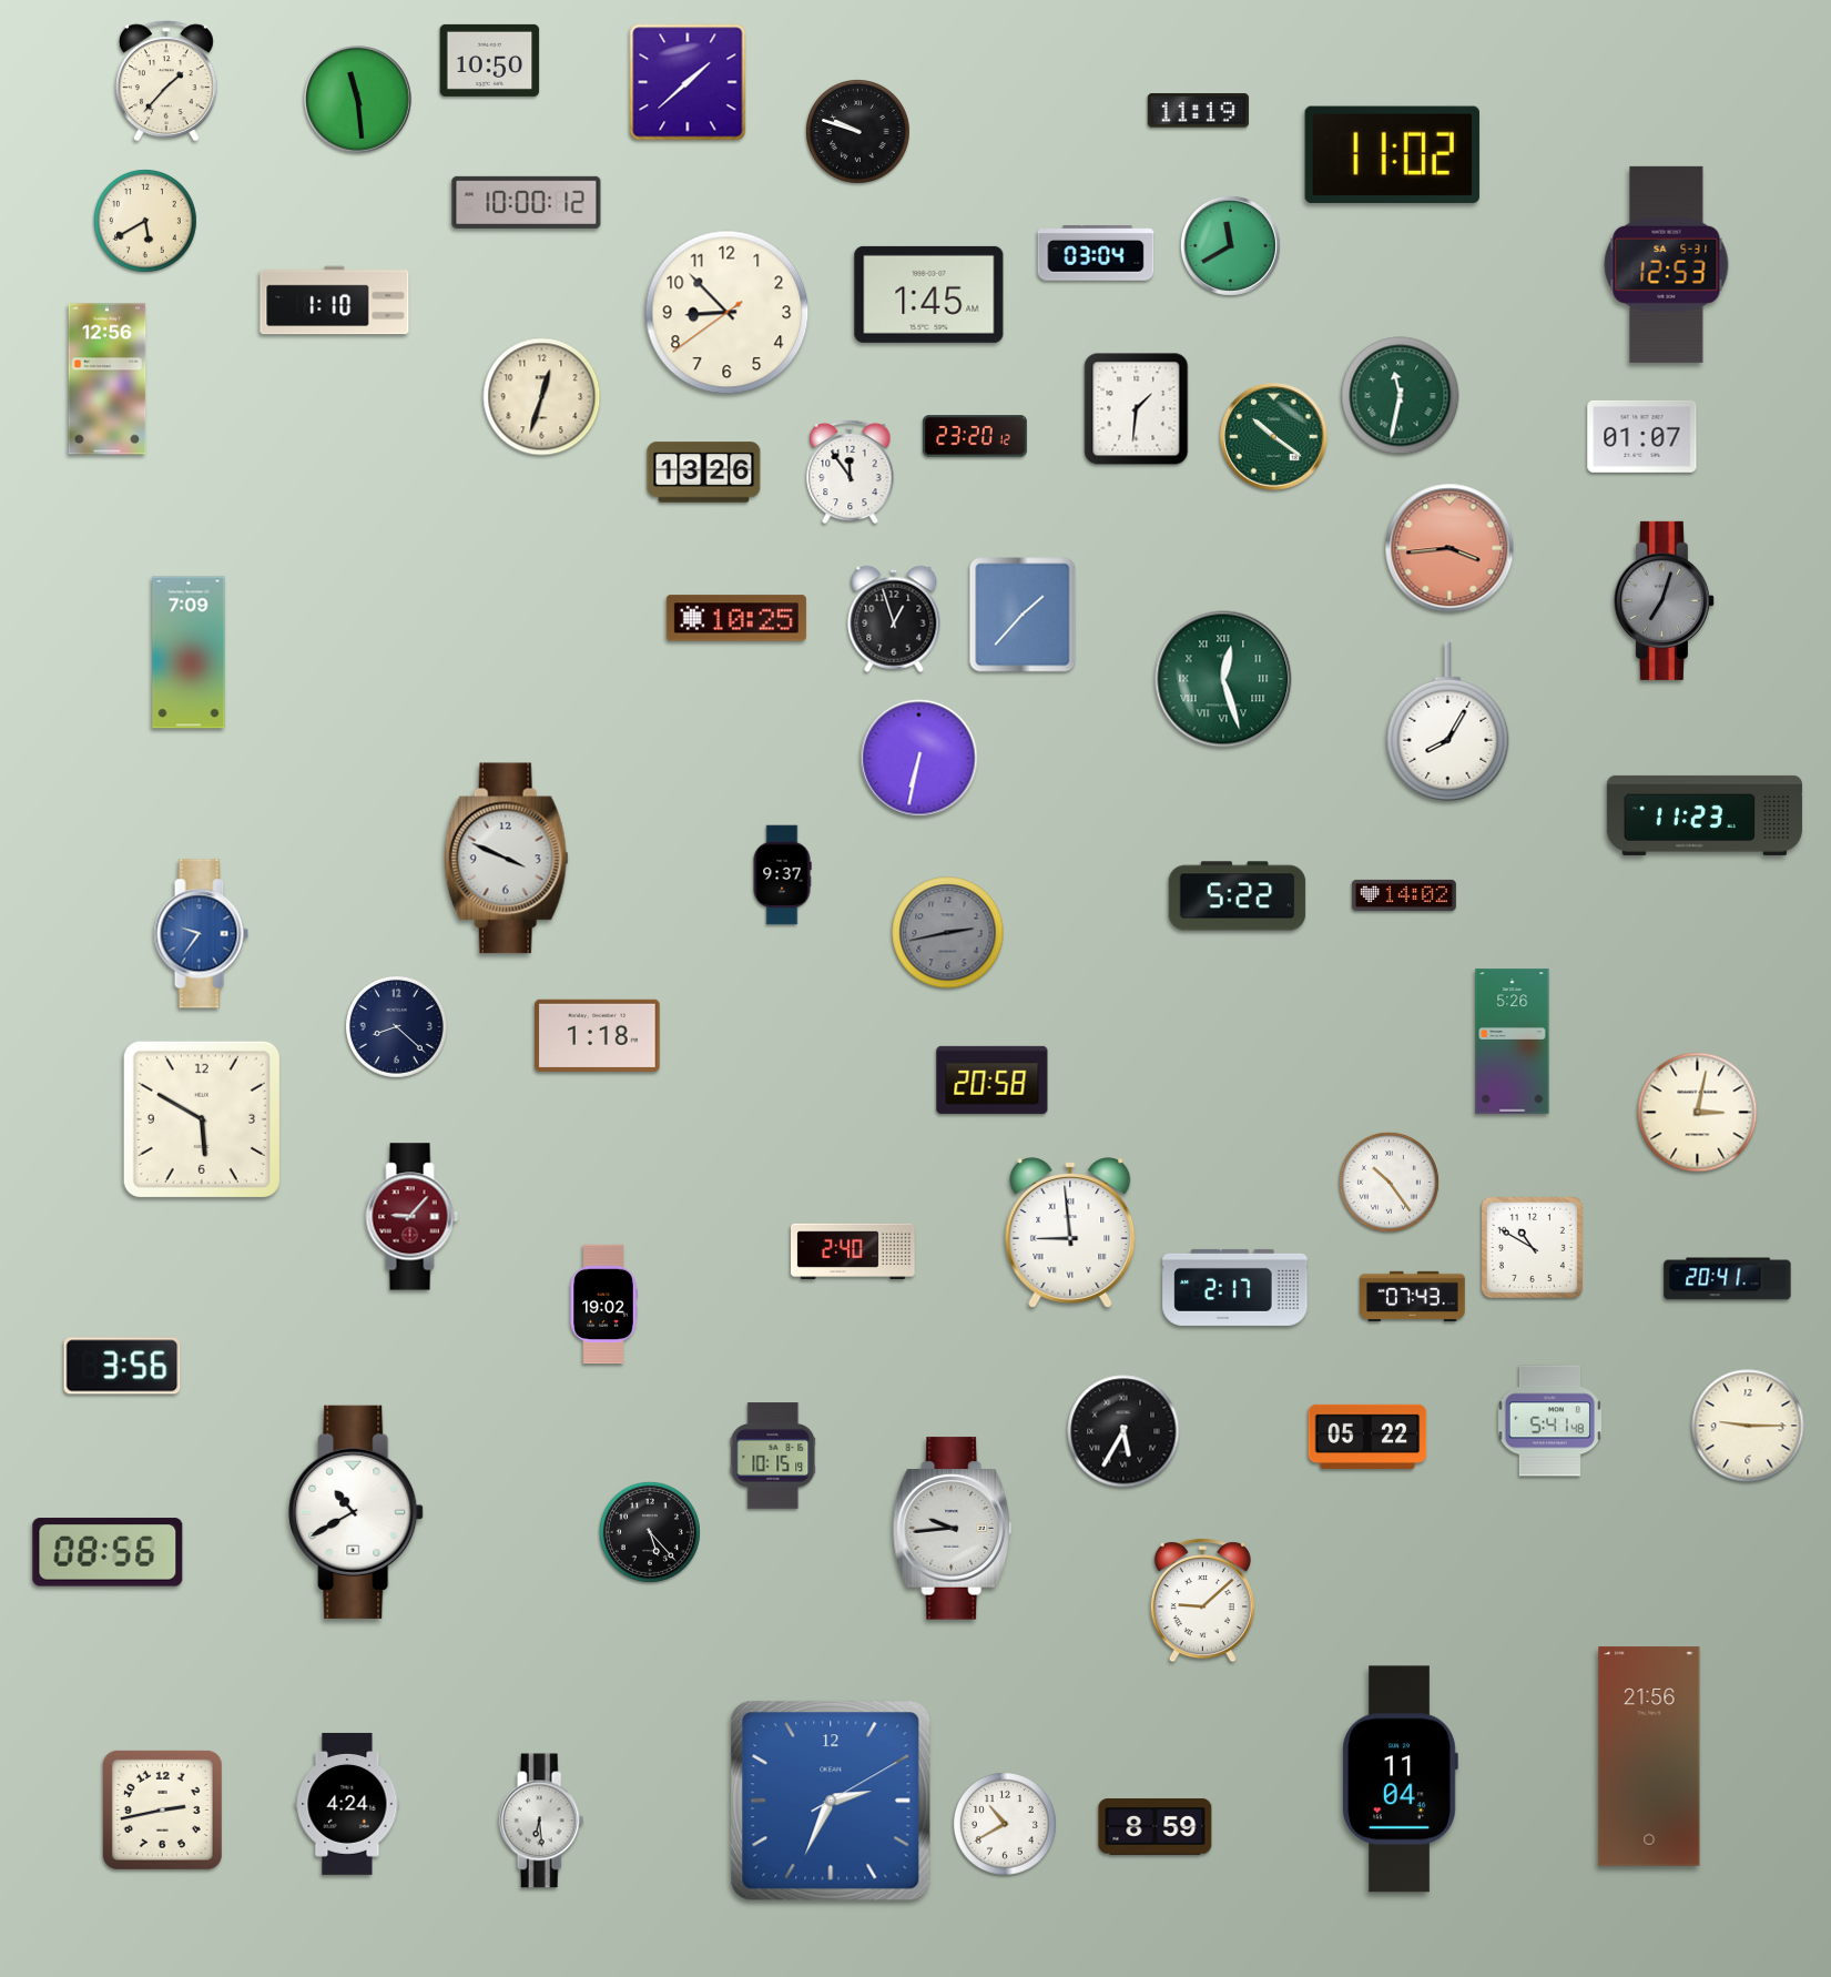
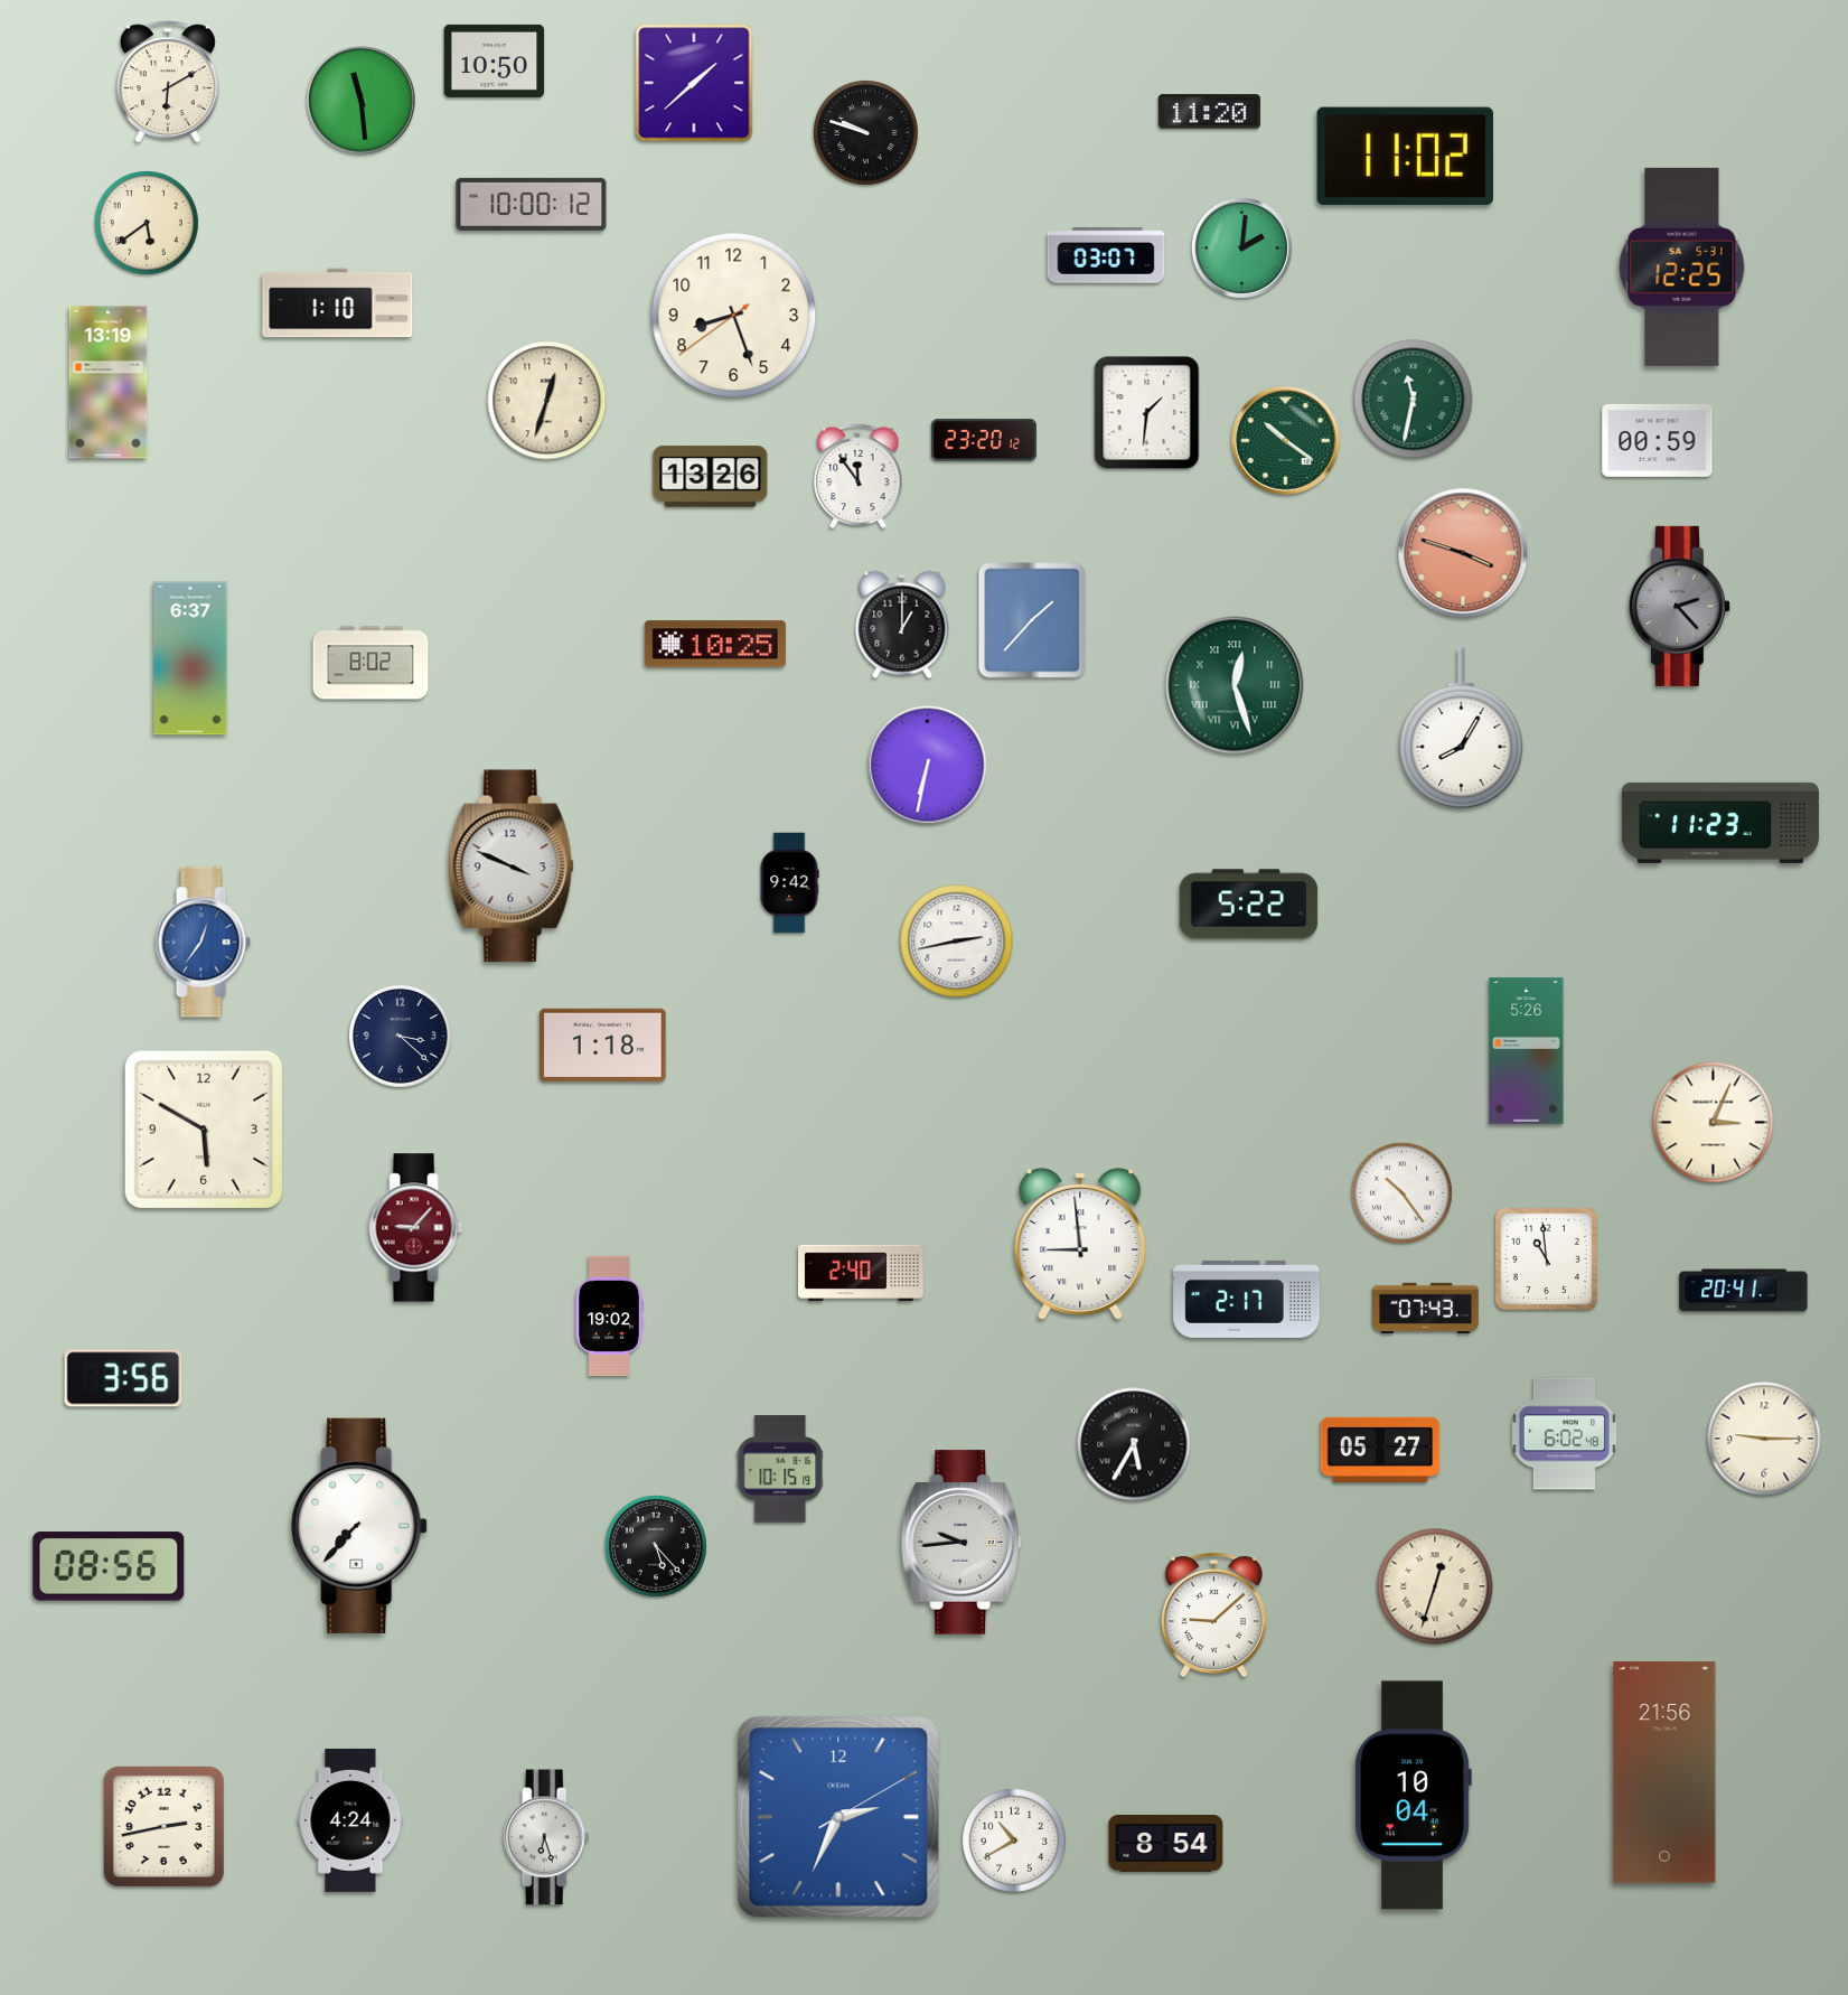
clock at (166, 81): 1:37 -> 6:10
clock at (1198, 111): 11:19 -> 11:20
clock at (146, 222): 5:40 -> 5:39
clock at (1230, 245): 11:40 -> 2:01
clock at (1096, 253): 03:04 -> 03:07
clock at (1667, 264): 12:53 -> 12:25
clock at (929, 294): 1:45 -> none
clock at (728, 313): 8:52 -> 8:26
clock at (108, 379): 12:56 -> 13:19
clock at (1642, 436): 01:07 -> 00:59
clock at (1449, 548): 3:44 -> 3:48
clock at (1664, 600): 7:03 -> 2:23
clock at (736, 618) position: (736, 618) -> (715, 644)
clock at (894, 619): 12:57 -> 1:00
clock at (189, 652): 7:09 -> 6:37
clock at (370, 663): none -> 8:02
clock at (782, 875): 9:37 -> 9:42
clock at (1404, 895): 14:02 -> none
clock at (948, 933) dial: grey -> white
clock at (201, 934): 9:36 -> 12:36
clock at (396, 1026): 8:22 -> 3:22
clock at (993, 1079): 20:58 -> none
clock at (1698, 1113): 3:02 -> 3:04
clock at (1532, 1247): 10:50 -> 10:59
clock at (854, 1250) position: (854, 1250) -> (862, 1272)
clock at (1549, 1421): 5:41 -> 6:02
clock at (1367, 1437): 05:22 -> 05:27
clock at (356, 1512): 10:40 -> 7:37
clock at (1435, 1586): none -> 12:33
clock at (1400, 1780): 11:04 -> 10:04
clock at (541, 1821): 6:29 -> 6:27
clock at (1156, 1827): 8:59 -> 8:54
